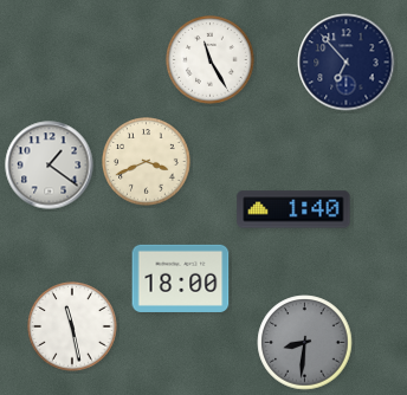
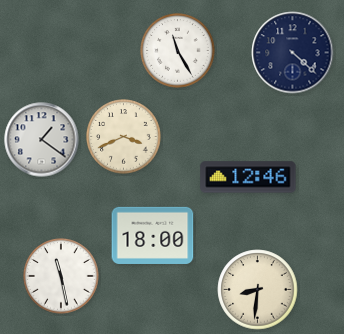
clock at (347, 63): 6:53 -> 4:22
clock at (293, 209): 1:40 -> 12:46
clock at (305, 343) dial: grey -> cream
